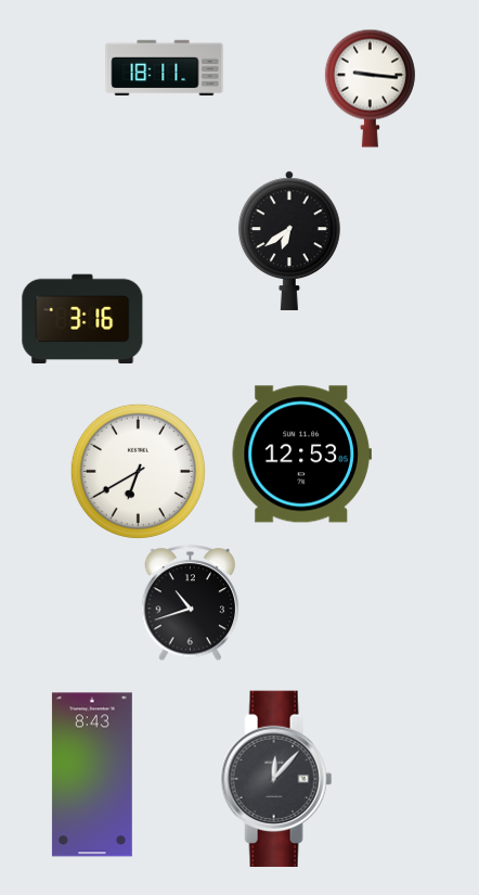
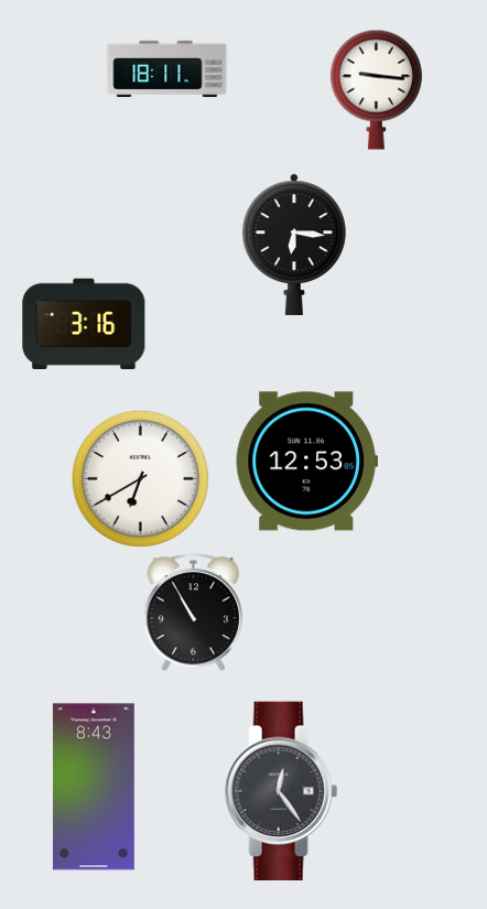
clock at (289, 241): 6:39 -> 6:16
clock at (191, 603): 10:42 -> 10:55
clock at (276, 779): 12:07 -> 12:24
